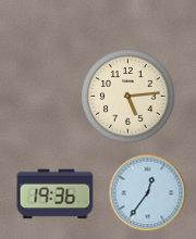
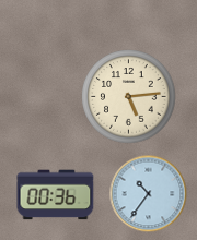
clock at (148, 193): 12:36 -> 10:36
clock at (56, 194): 19:36 -> 00:36
